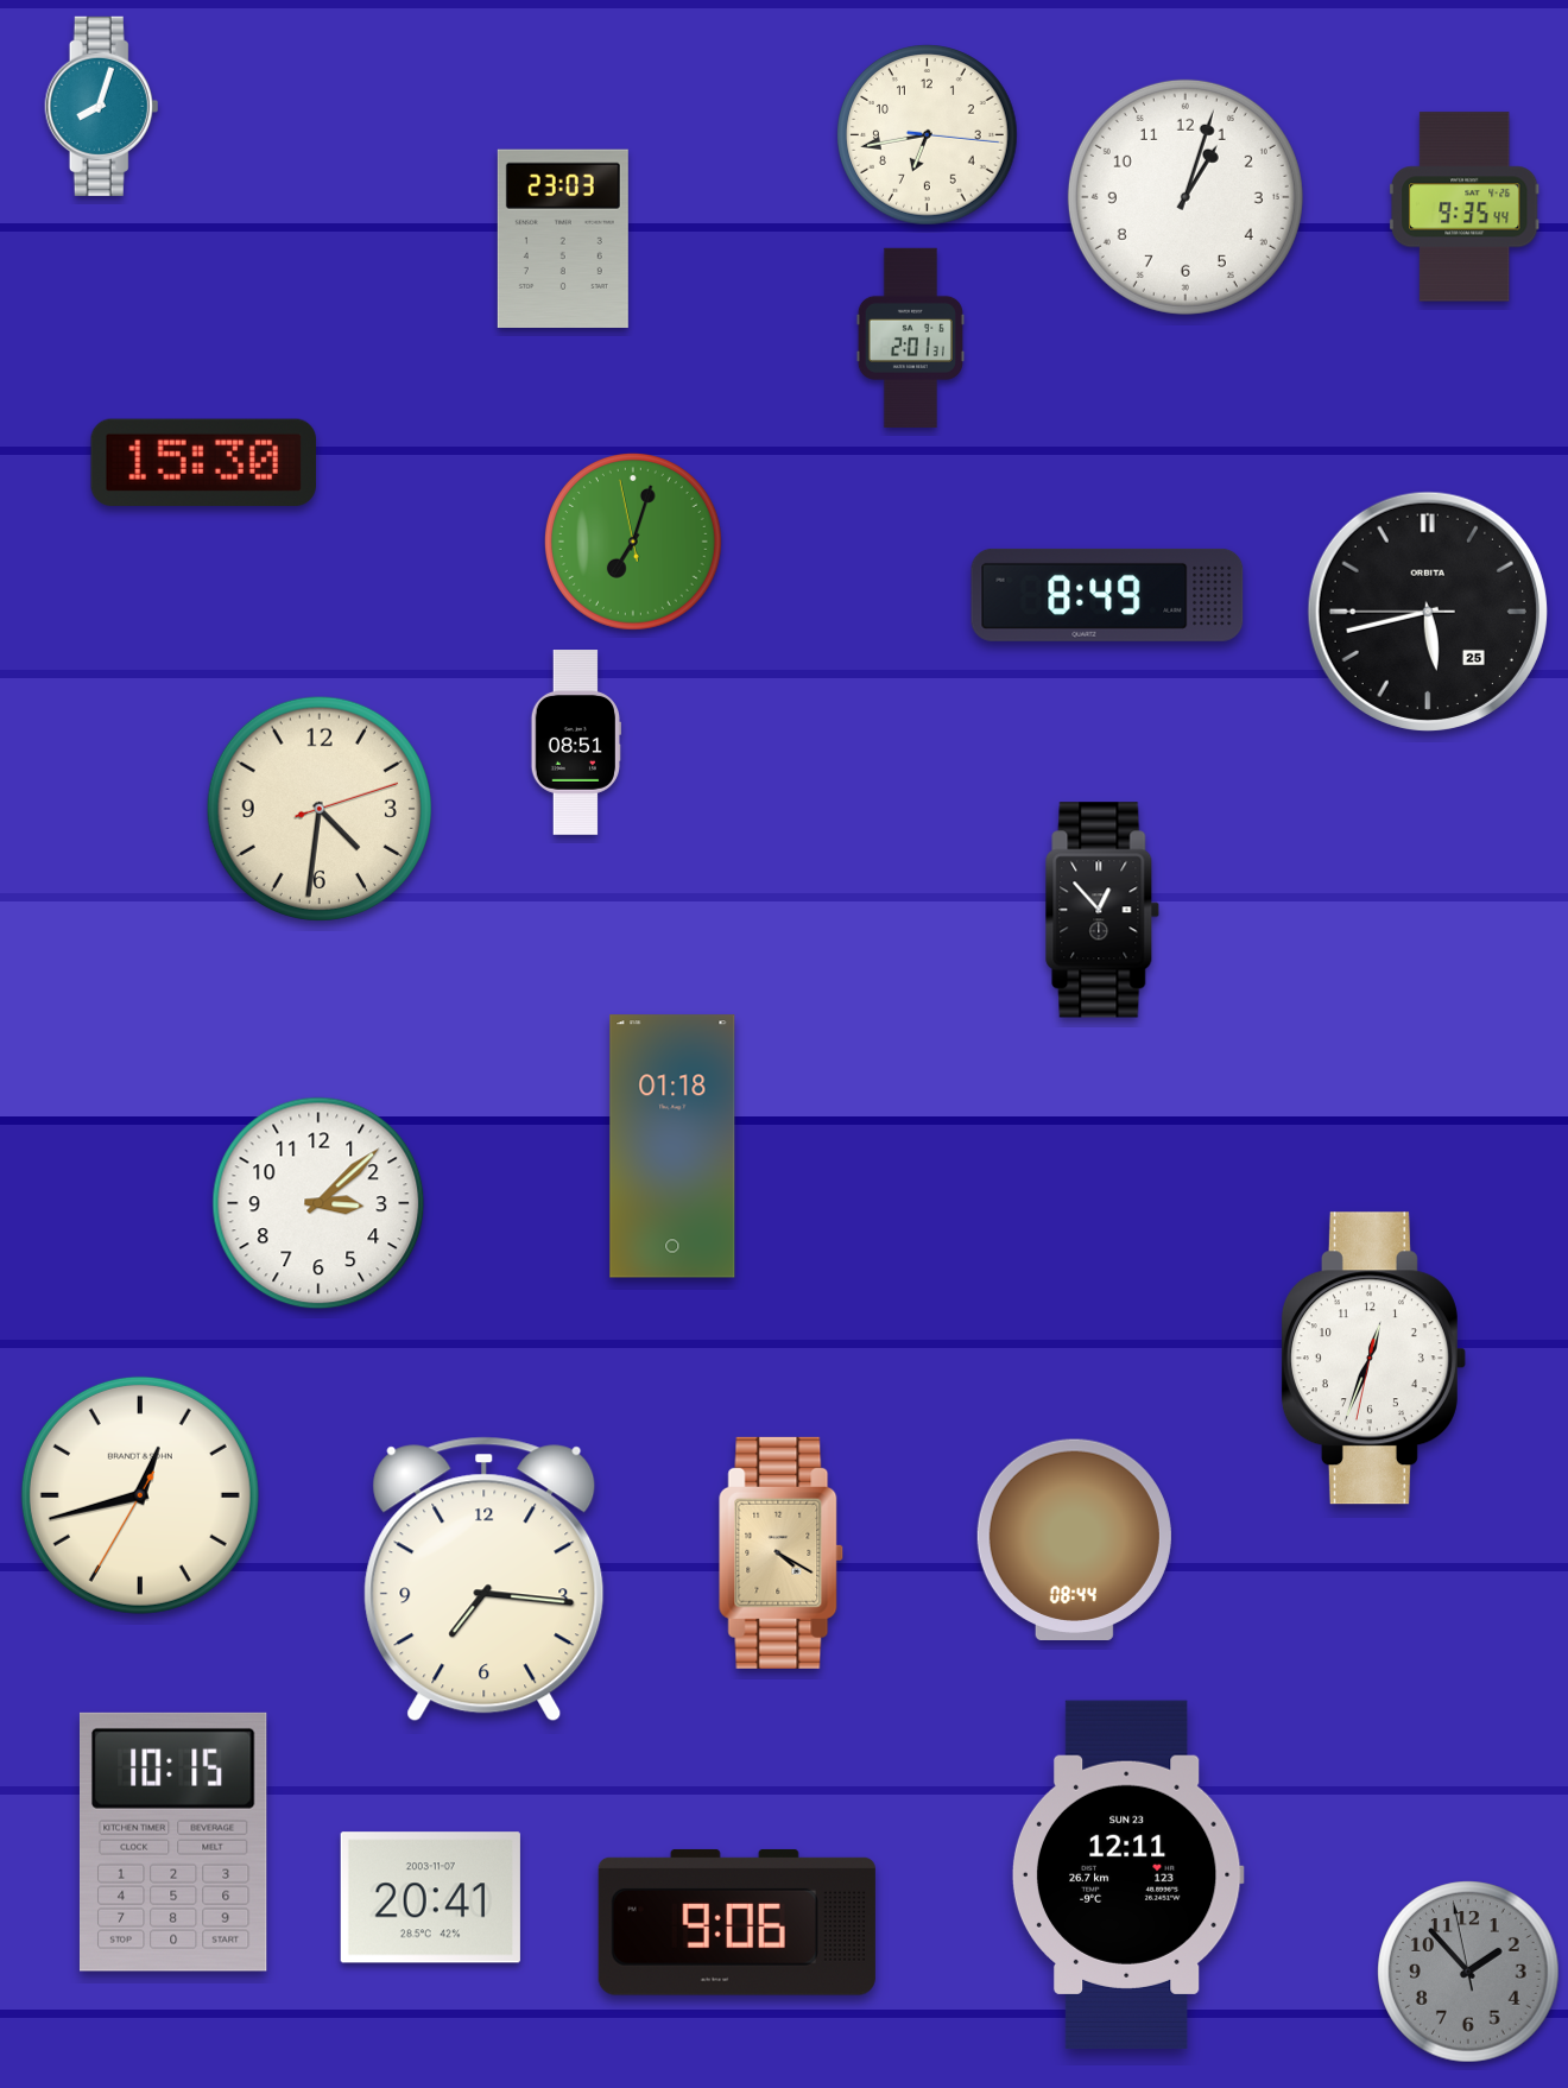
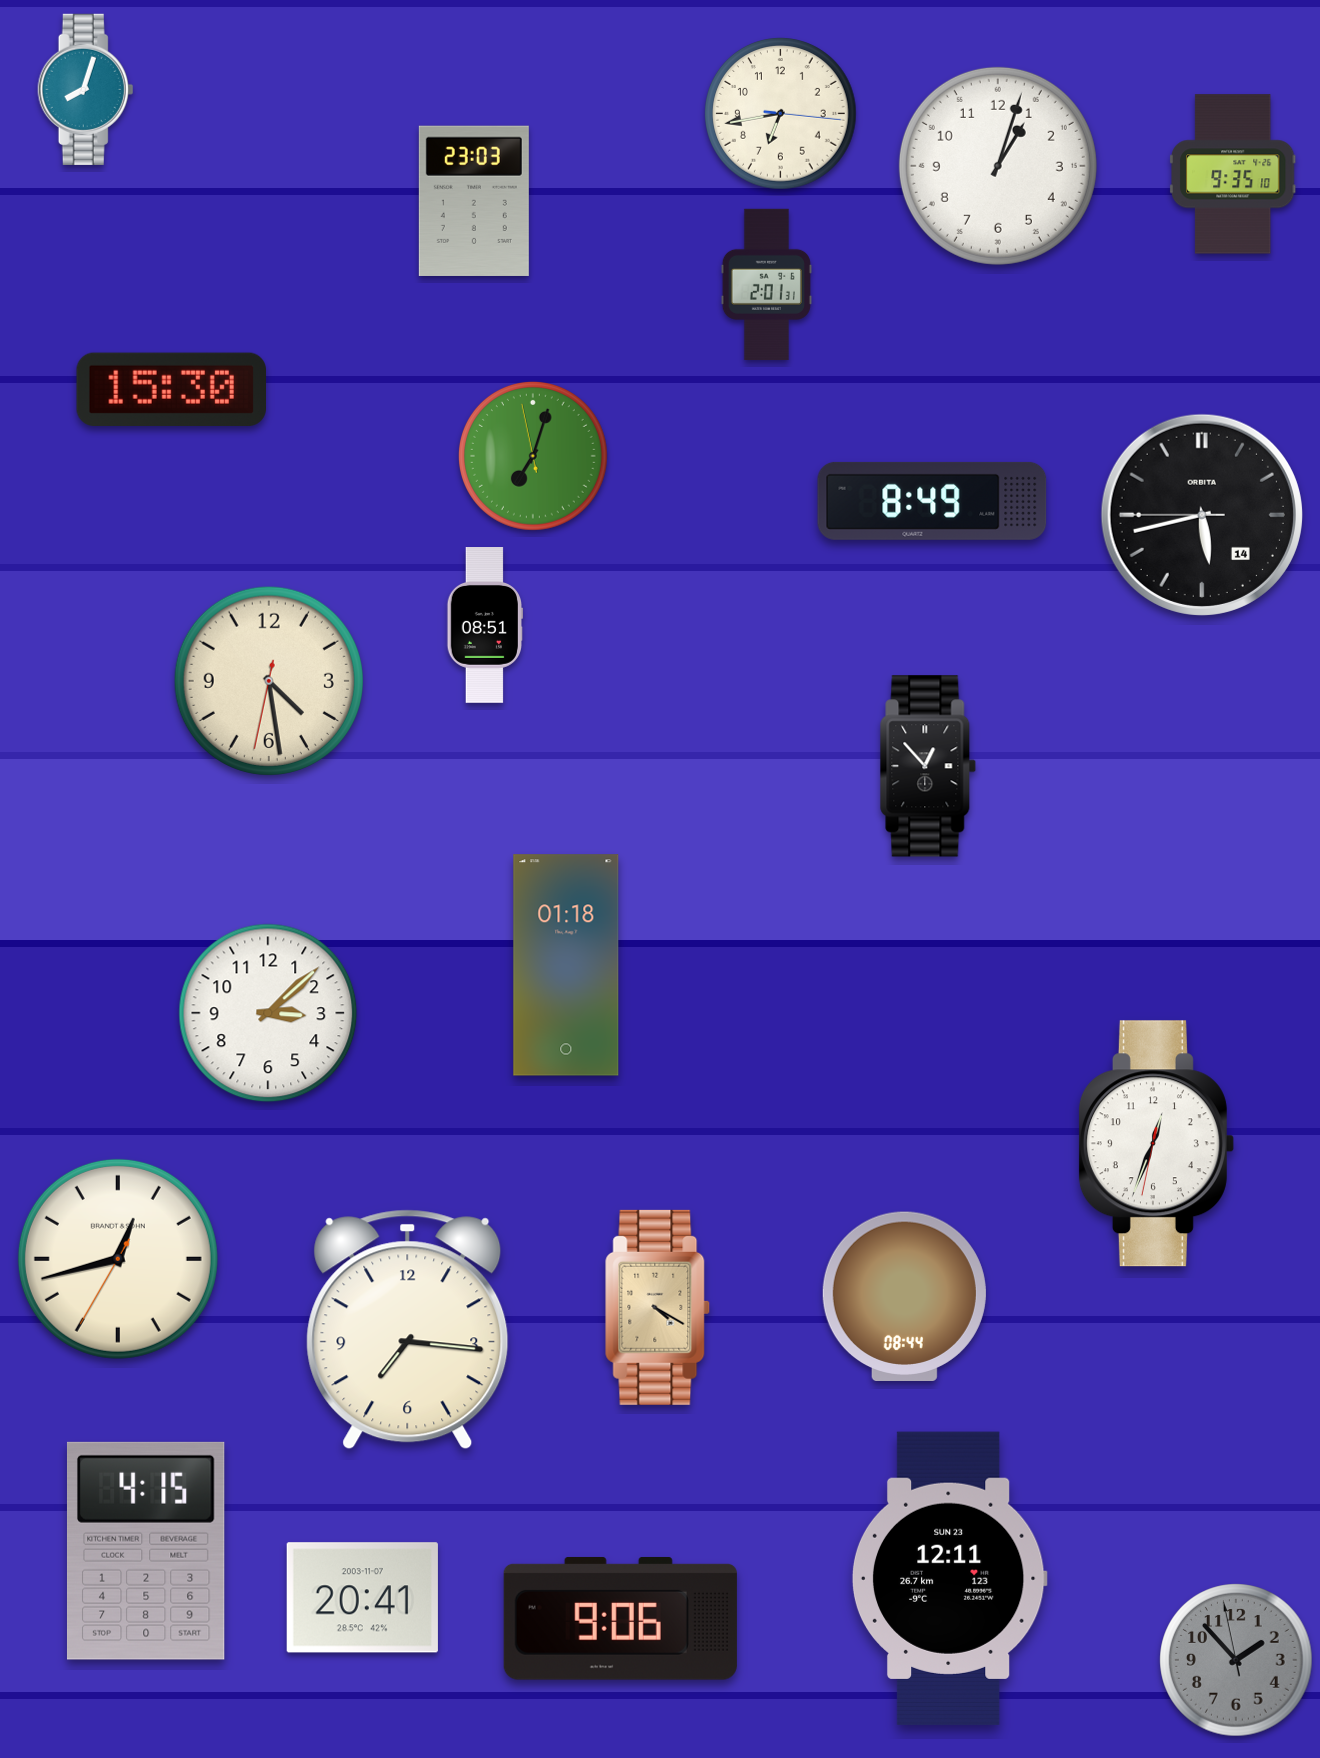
clock at (1466, 207): 9:35:44 -> 9:35:10
clock at (1428, 612) date: 25 -> 14
clock at (320, 809): 4:31 -> 4:28
clock at (173, 1842): 10:15 -> 4:15
